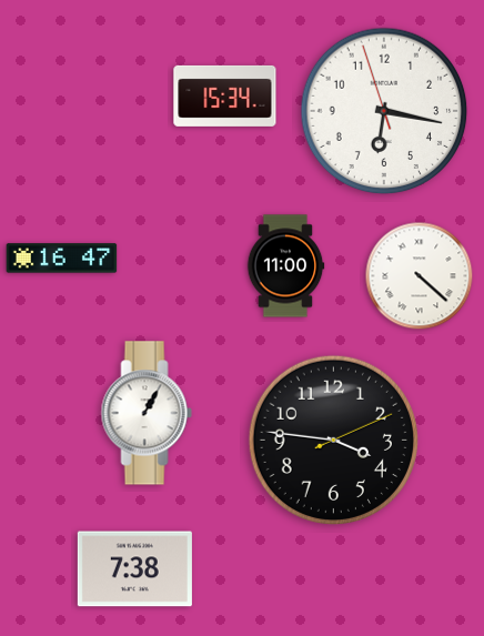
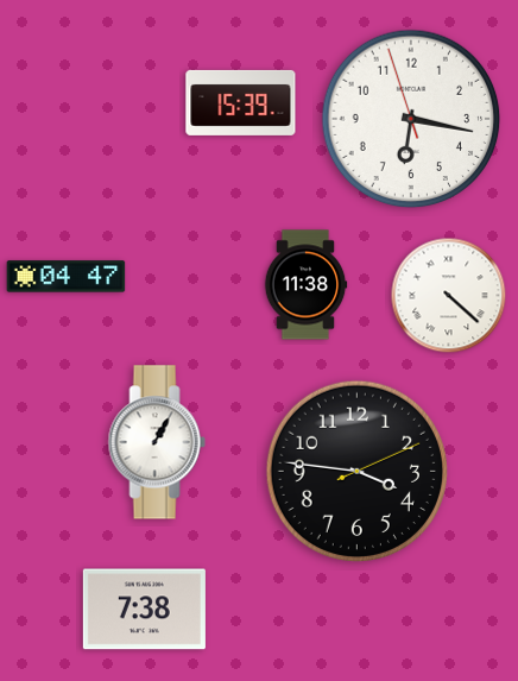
clock at (225, 95): 15:34 -> 15:39
clock at (62, 259): 16:47 -> 04:47
clock at (285, 266): 11:00 -> 11:38
